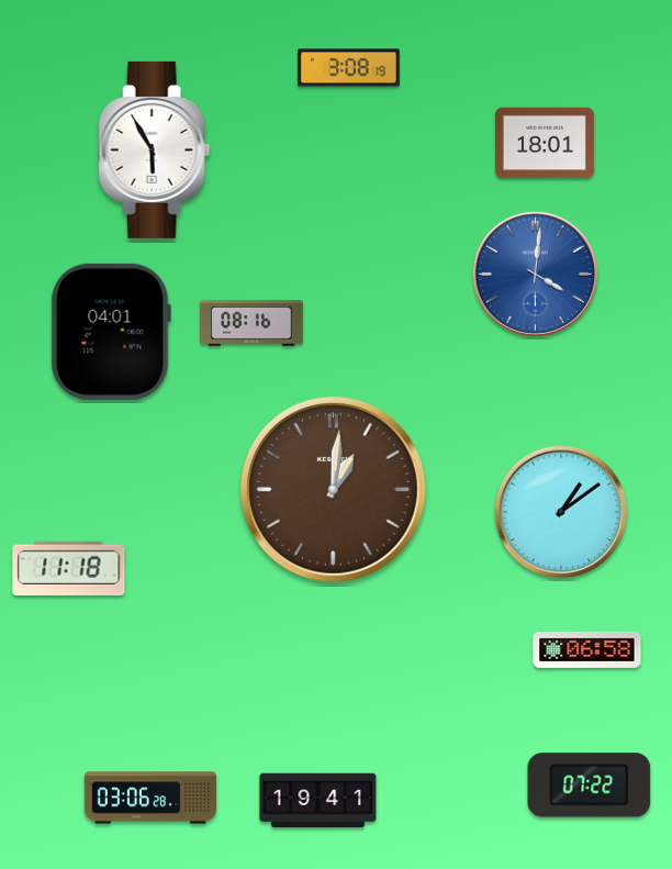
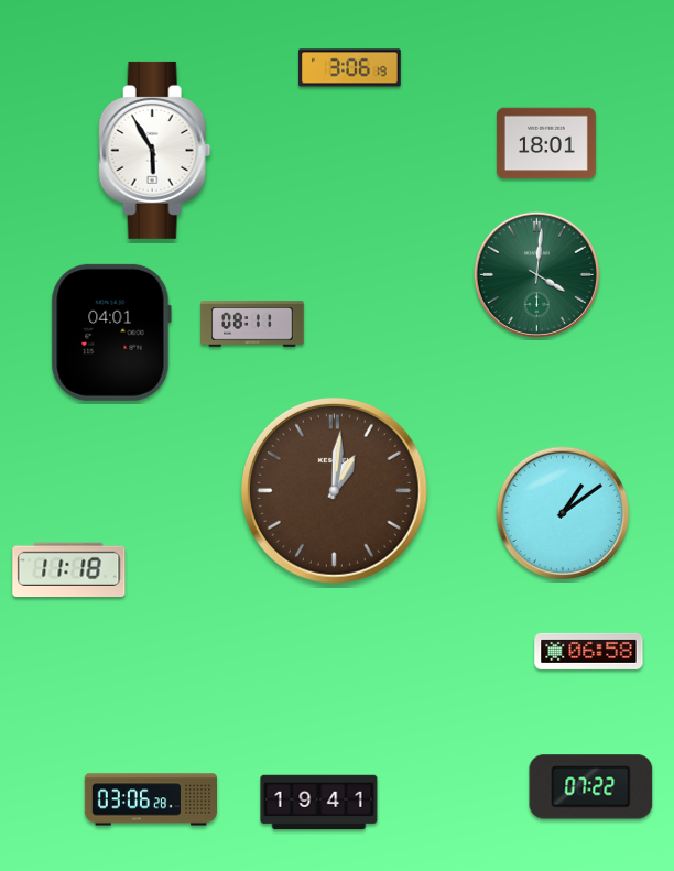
clock at (349, 68): 3:08 -> 3:06
clock at (535, 274) dial: blue -> green
clock at (251, 323): 08:16 -> 08:11
